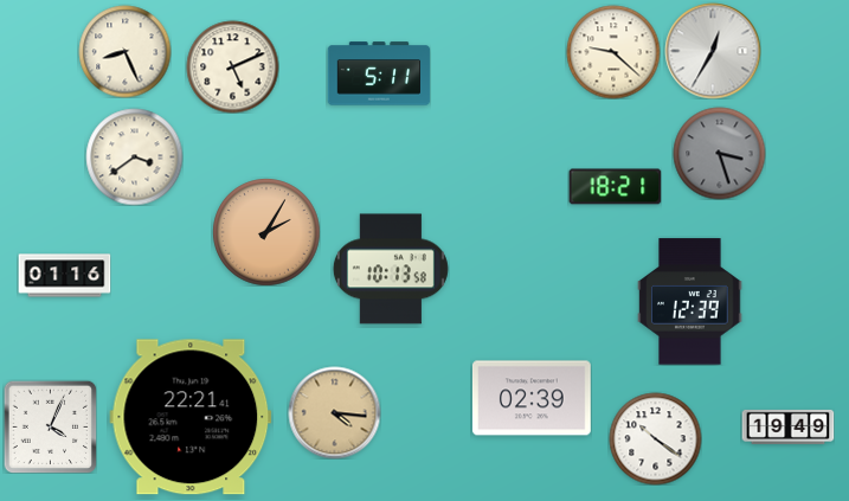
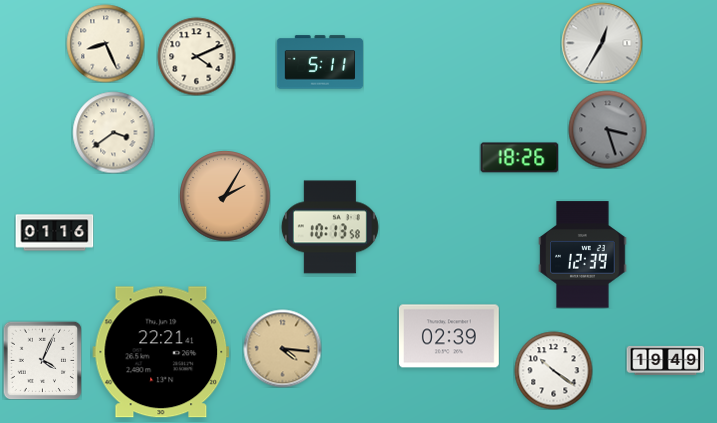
clock at (613, 52): 9:22 -> none
clock at (232, 66): 5:11 -> 4:11
clock at (615, 187): 18:21 -> 18:26
